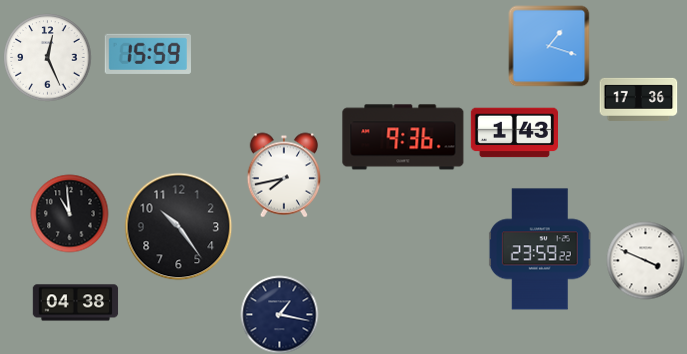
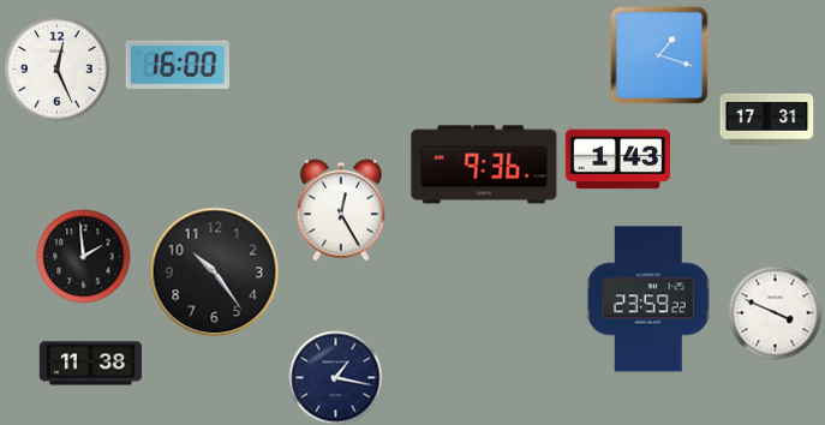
clock at (148, 54): 15:59 -> 16:00
clock at (638, 99): 17:36 -> 17:31
clock at (283, 175): 7:43 -> 12:25
clock at (69, 213): 10:59 -> 1:59
clock at (75, 303): 04:38 -> 11:38
